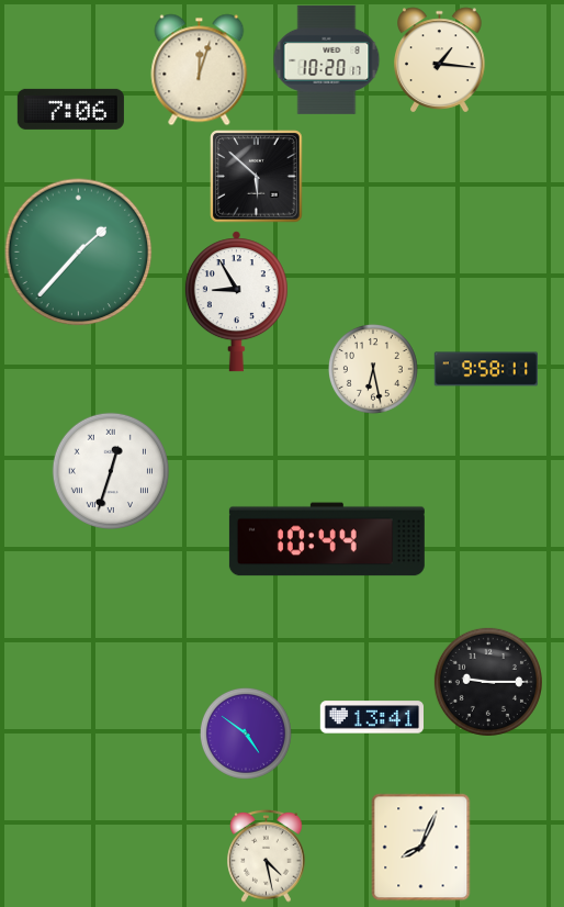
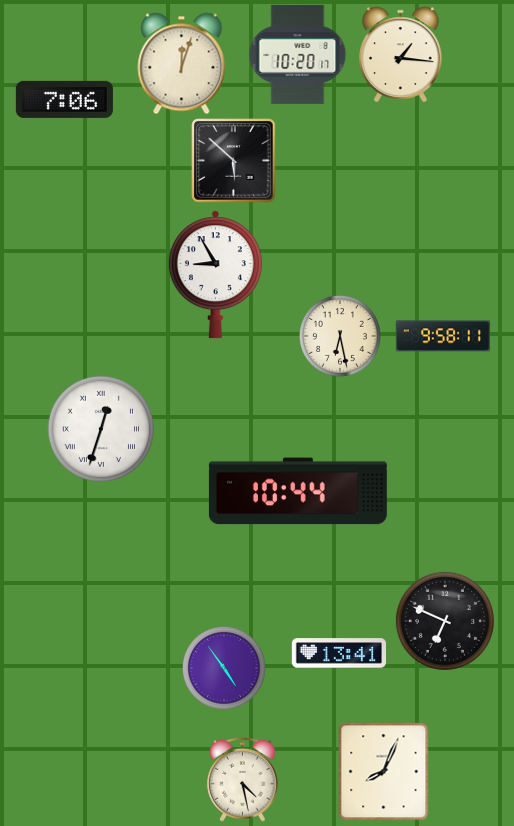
clock at (79, 253): 1:37 -> none
clock at (488, 682): 9:15 -> 6:49
clock at (246, 734): 4:51 -> 4:54
